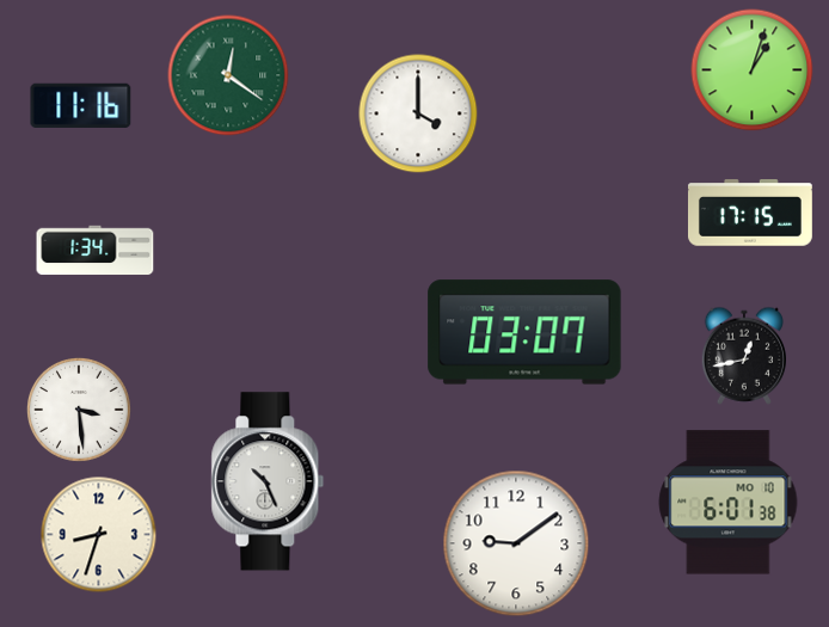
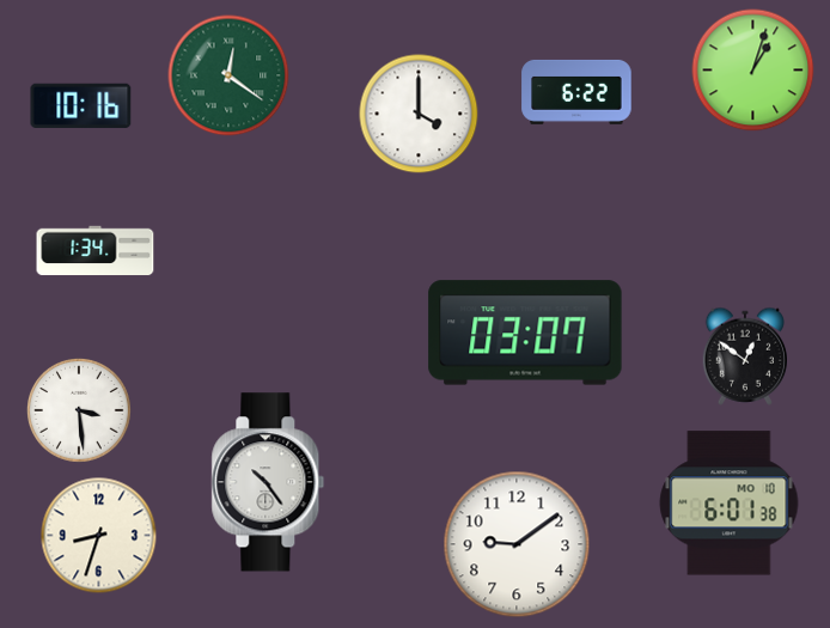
clock at (576, 92): none -> 6:22
clock at (81, 105): 11:16 -> 10:16
clock at (750, 213): 17:15 -> none
clock at (743, 356): 12:43 -> 12:51
clock at (268, 481): 10:26 -> 10:24
